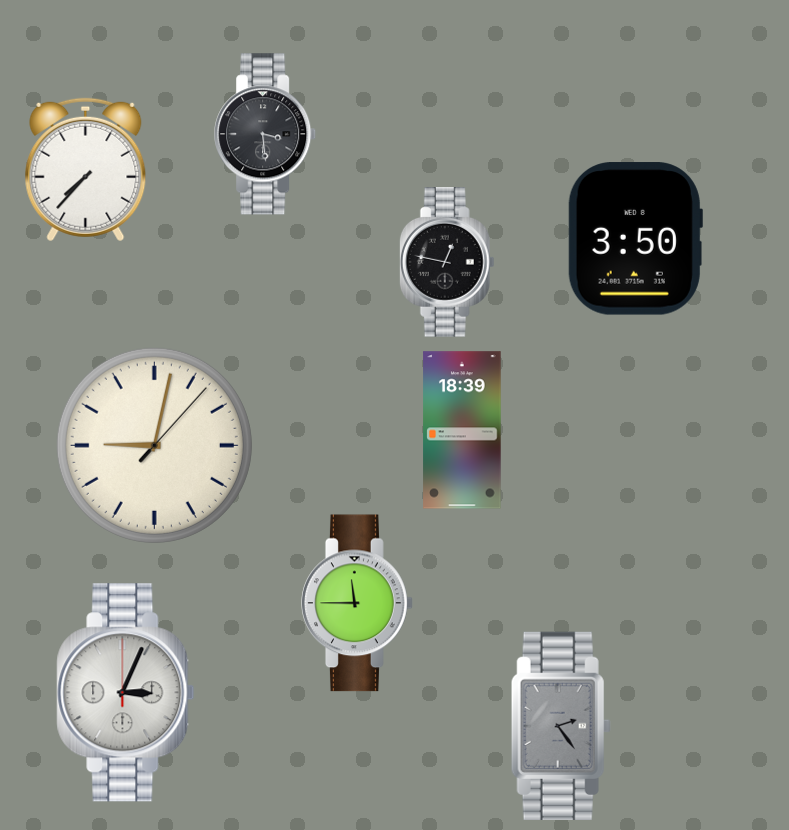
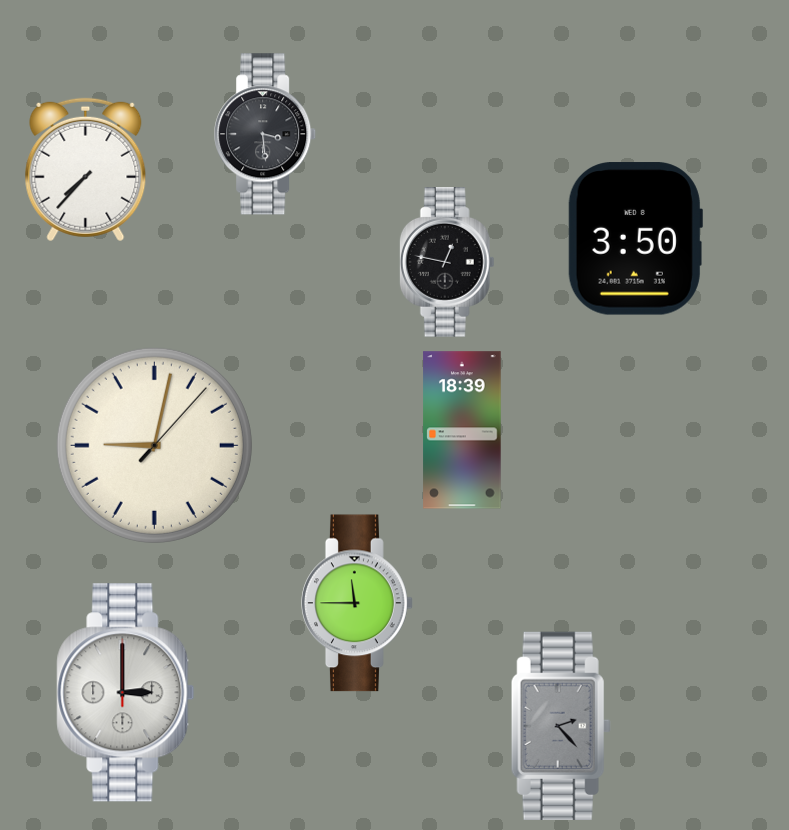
clock at (126, 693): 3:04 -> 3:00
clock at (561, 726): 2:24 -> 2:23
